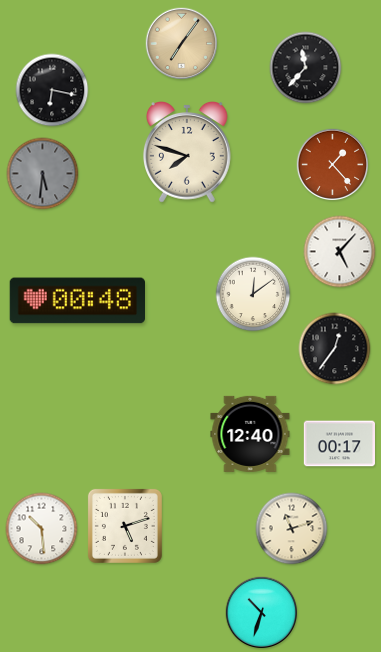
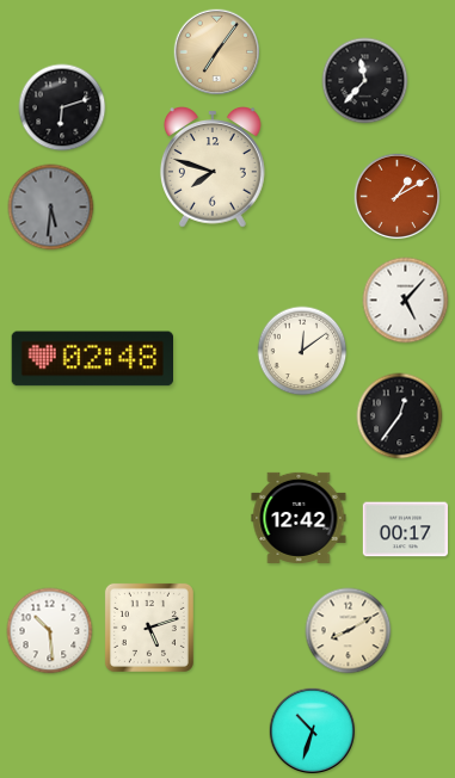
clock at (52, 90): 6:17 -> 6:12
clock at (187, 153) position: (187, 153) -> (213, 168)
clock at (333, 165): 1:23 -> 1:10
clock at (77, 301): 00:48 -> 02:48
clock at (250, 434): 12:40 -> 12:42
clock at (292, 529): 11:12 -> 8:10
